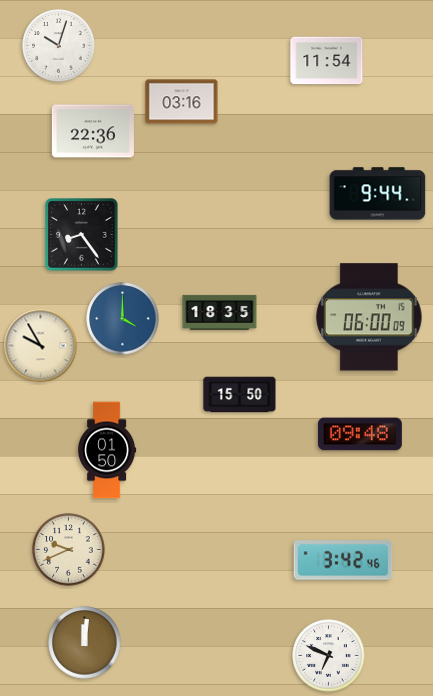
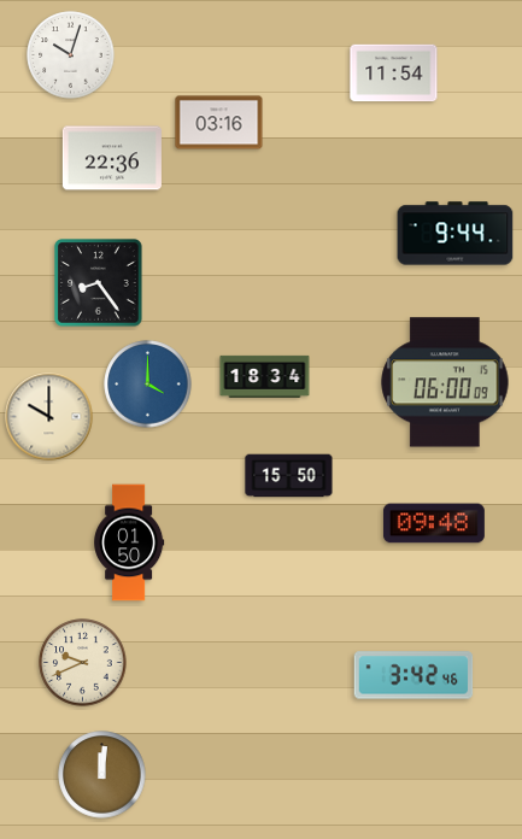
clock at (220, 312): 18:35 -> 18:34
clock at (41, 346): 9:55 -> 10:00
clock at (329, 656): 6:49 -> none
